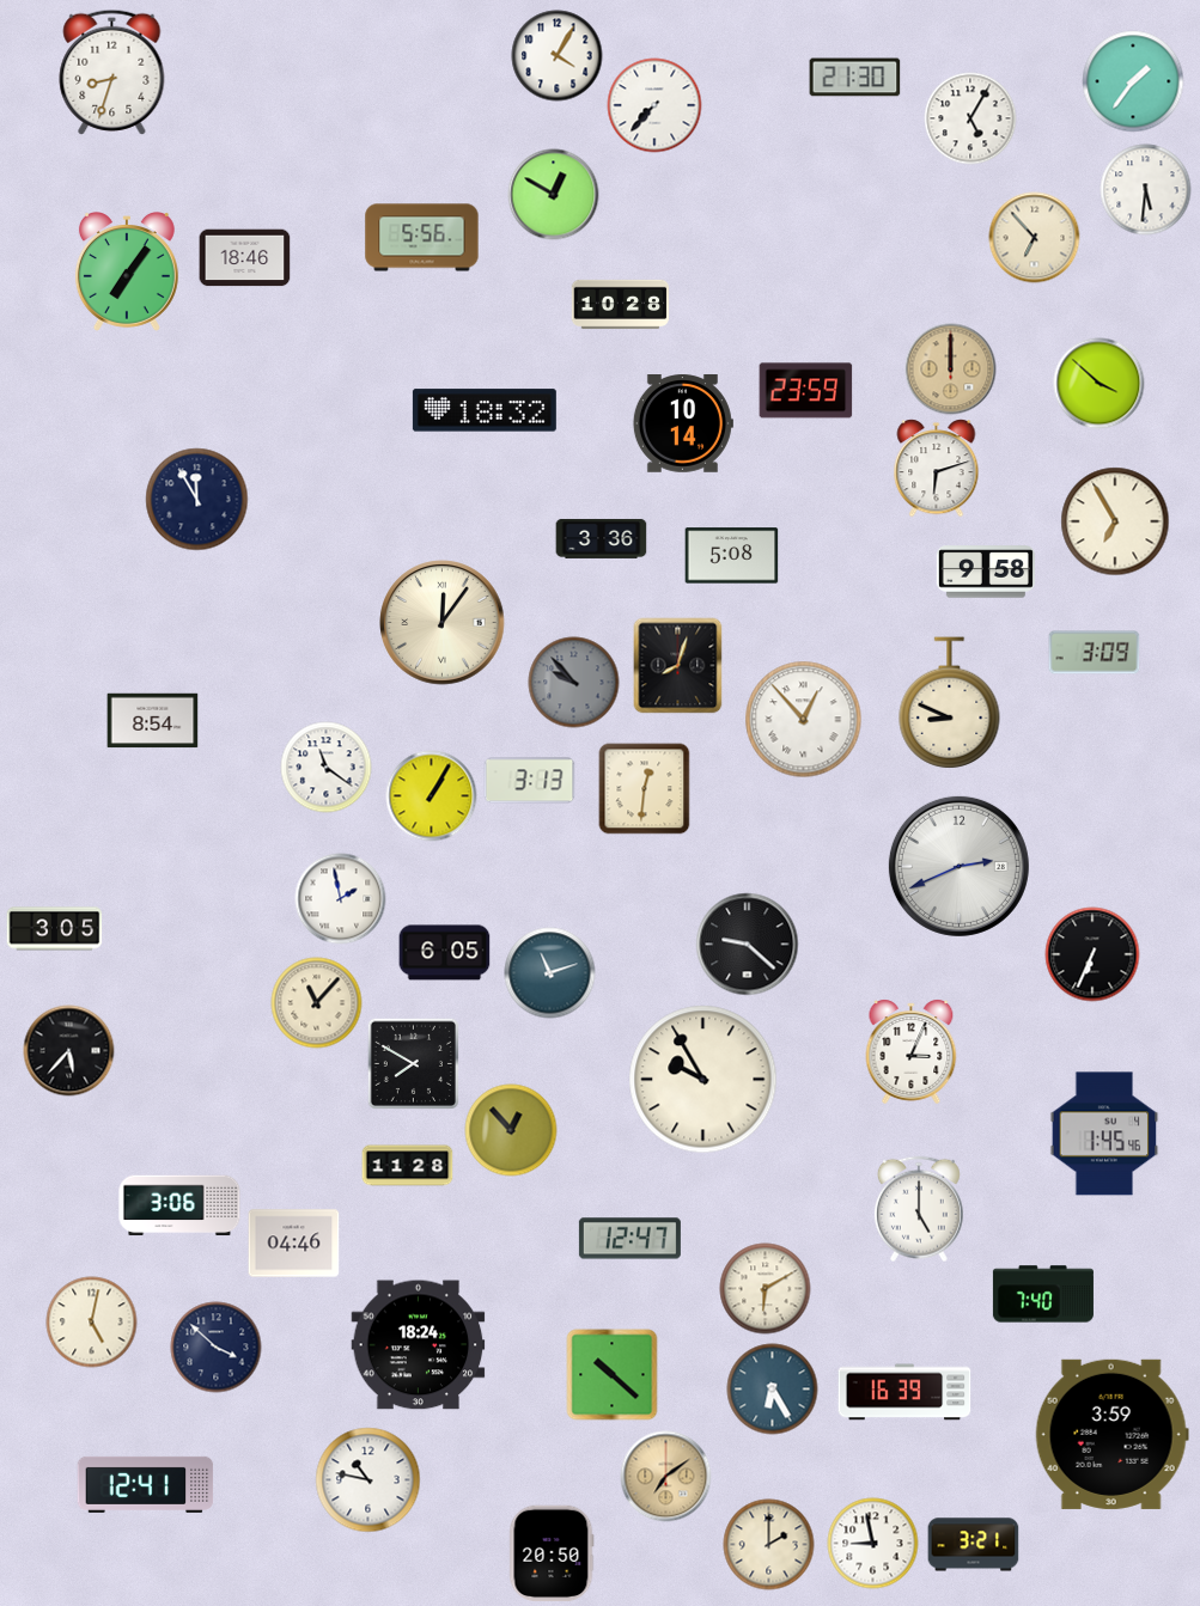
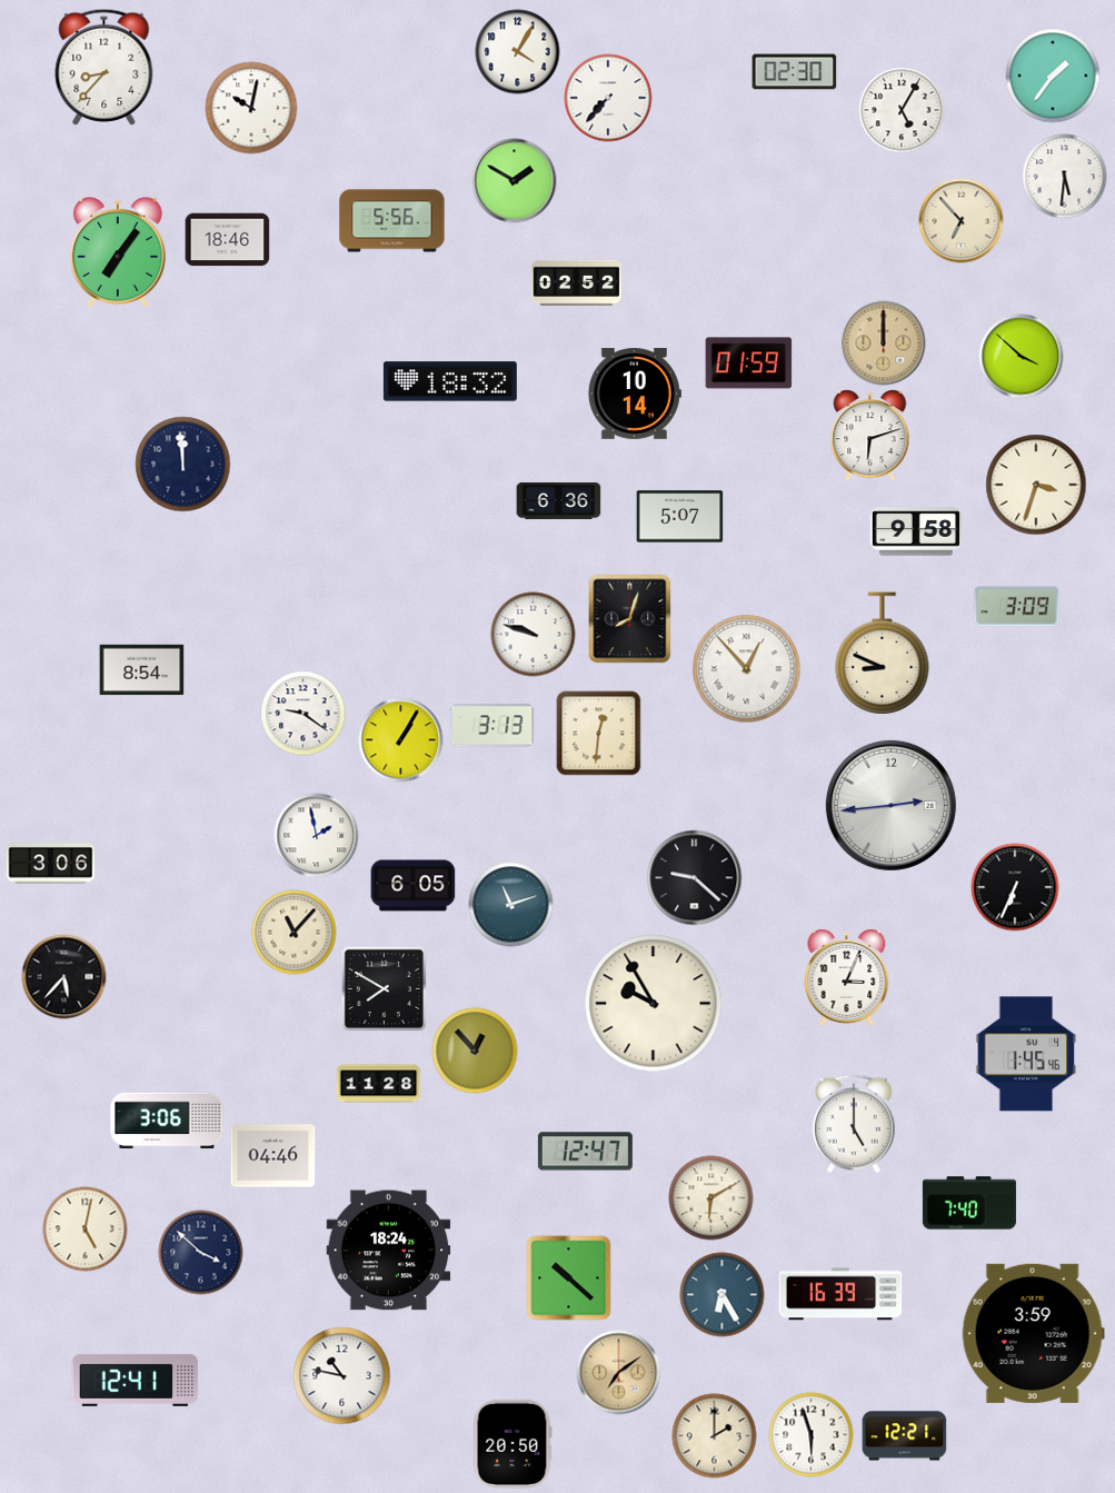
clock at (112, 72): 8:33 -> 8:37
clock at (855, 78): 21:30 -> 02:30
clock at (251, 108): none -> 10:02
clock at (554, 195): 12:50 -> 1:50
clock at (621, 304): 10:28 -> 02:52
clock at (806, 391): 23:59 -> 01:59
clock at (197, 500): 11:55 -> 11:59
clock at (1115, 521): 6:55 -> 3:33
clock at (602, 538): 3:36 -> 6:36
clock at (732, 556): 5:08 -> 5:07
clock at (443, 623): 12:06 -> none
clock at (574, 683): 9:53 -> 9:48
clock at (574, 683) dial: grey -> white
clock at (327, 768): 11:21 -> 9:21
clock at (958, 866): 2:41 -> 2:44
clock at (55, 929): 3:05 -> 3:06
clock at (773, 1390) position: (773, 1390) -> (723, 1295)
clock at (873, 1544): 8:58 -> 5:57
clock at (974, 1545): 3:21 -> 12:21
